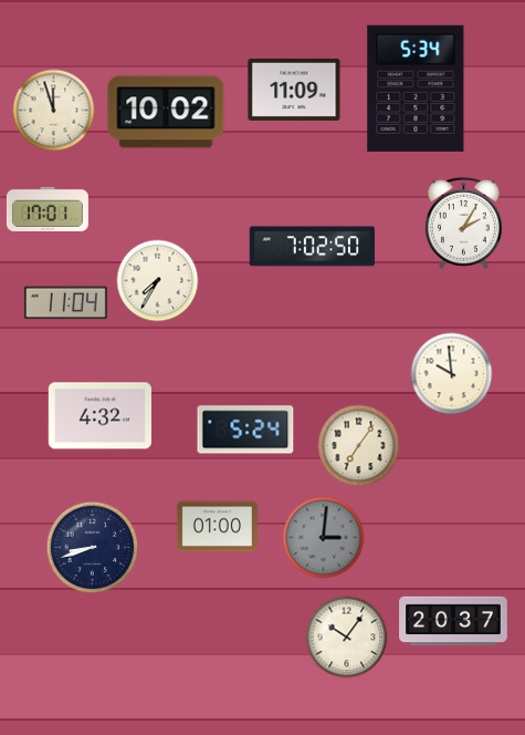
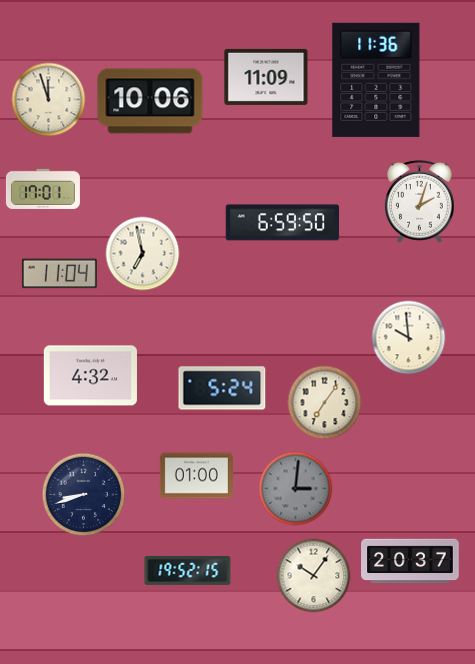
clock at (416, 89): 5:34 -> 11:36
clock at (294, 90) position: (294, 90) -> (266, 77)
clock at (166, 112): 10:02 -> 10:06
clock at (464, 222): 2:05 -> 2:03
clock at (312, 247): 7:02 -> 6:59
clock at (158, 281): 7:35 -> 6:58
clock at (324, 538) position: (324, 538) -> (296, 489)
clock at (188, 570): none -> 19:52
